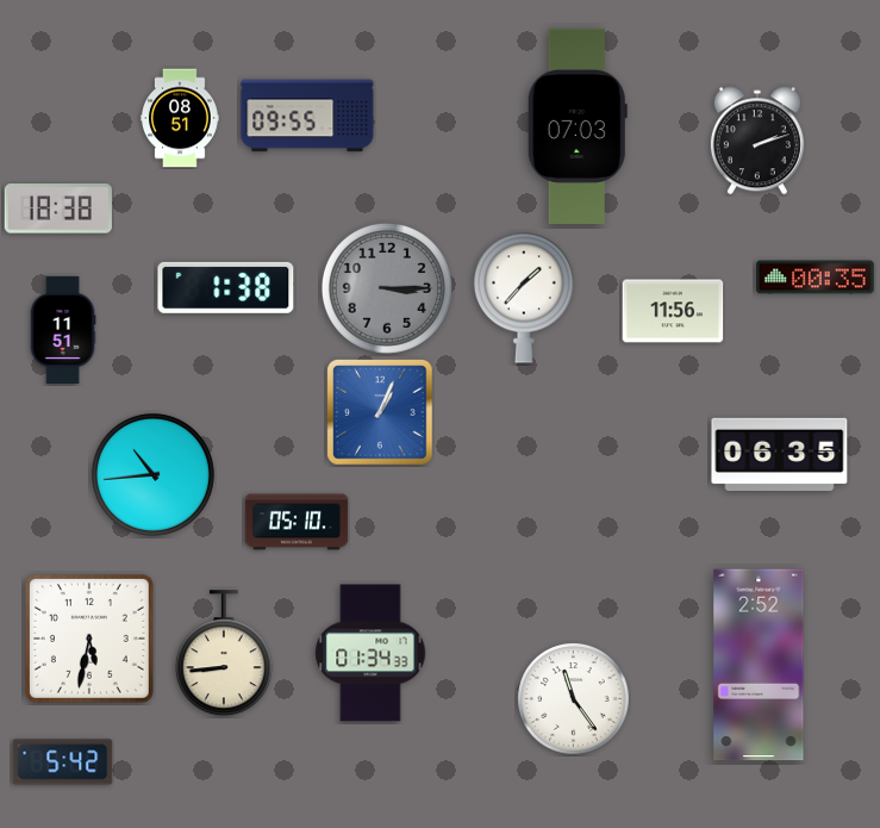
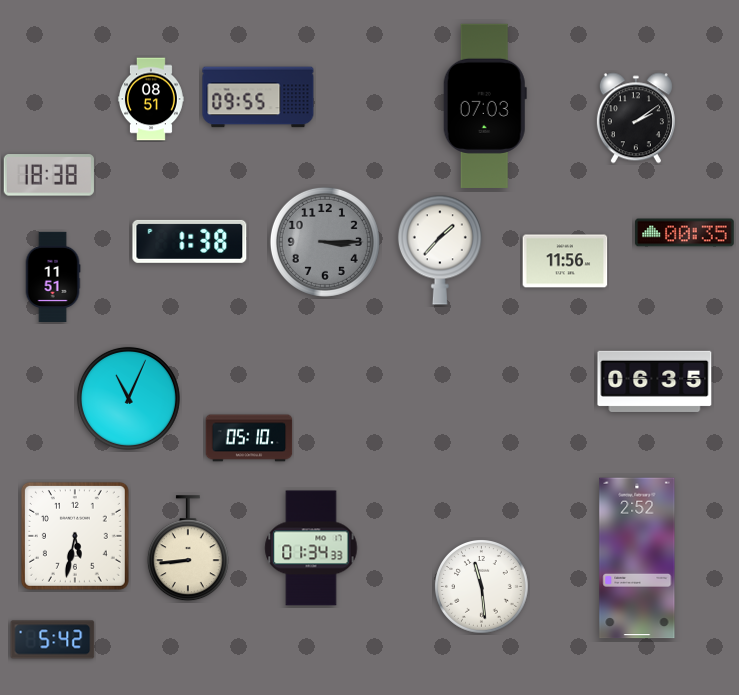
clock at (757, 141): 2:12 -> 2:09
clock at (380, 412): 1:04 -> none
clock at (152, 474): 10:44 -> 11:04
clock at (574, 699): 11:24 -> 11:29
